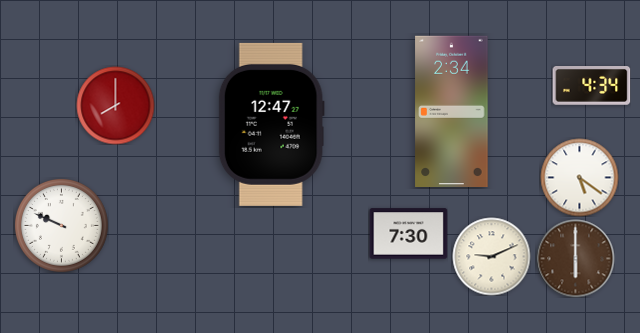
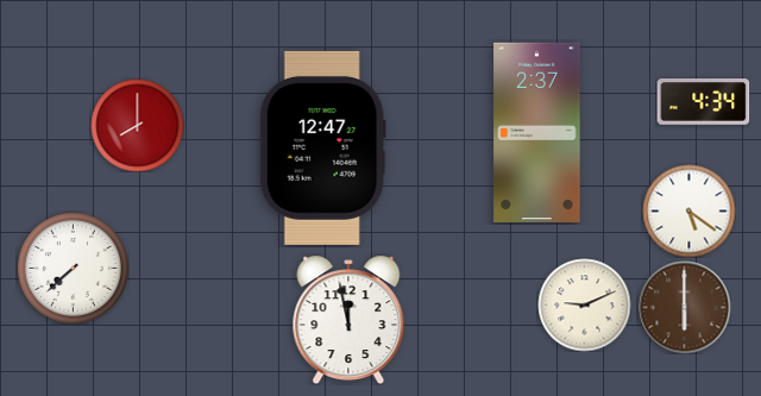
clock at (452, 111): 2:34 -> 2:37
clock at (61, 225): 9:49 -> 7:38
clock at (408, 234): 7:30 -> none
clock at (348, 320): none -> 11:58
